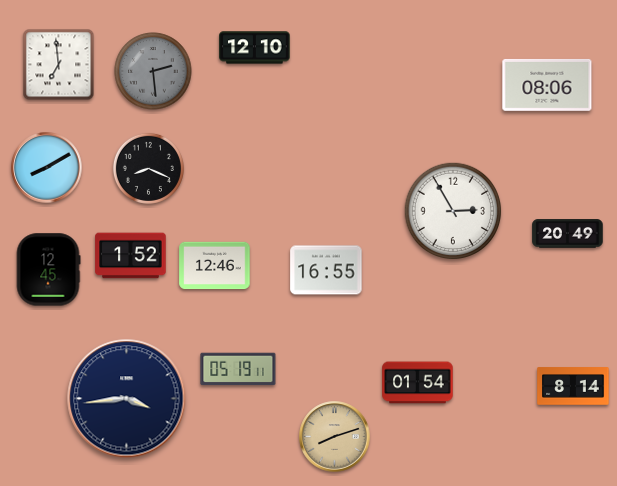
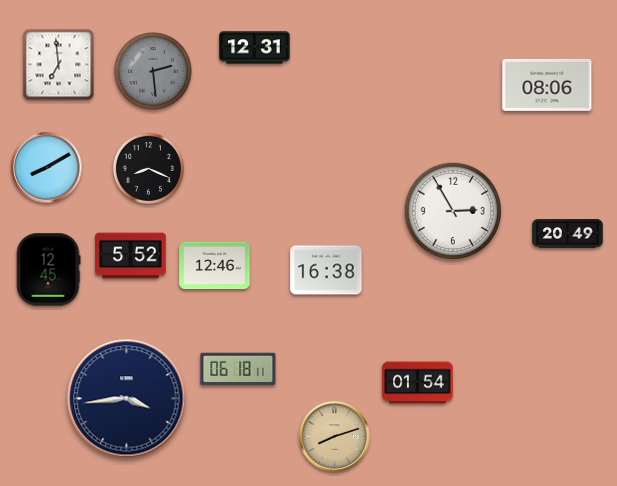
clock at (255, 48): 12:10 -> 12:31
clock at (131, 256): 1:52 -> 5:52
clock at (326, 270): 16:55 -> 16:38
clock at (238, 369): 05:19 -> 06:18
clock at (573, 386): 8:14 -> none
